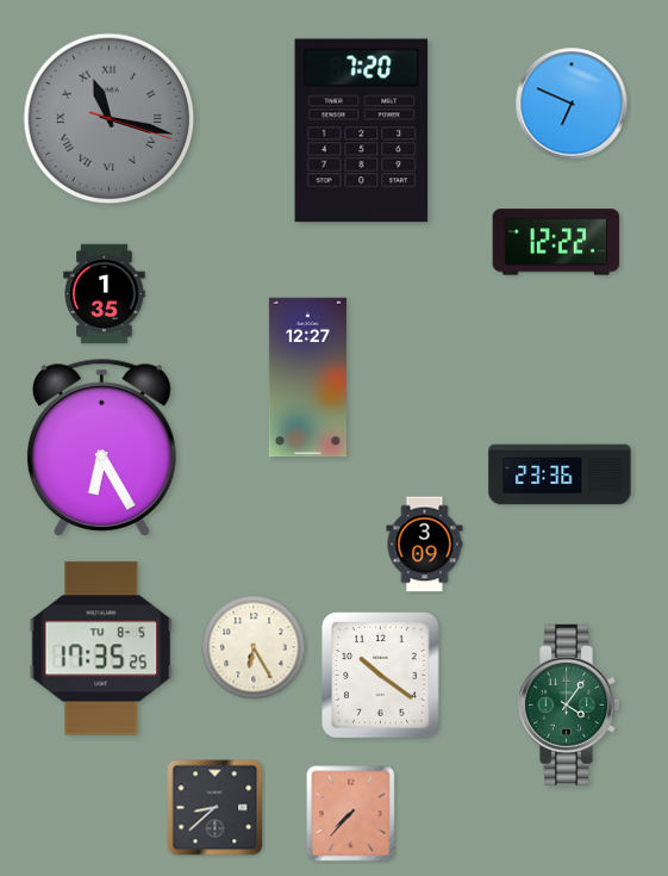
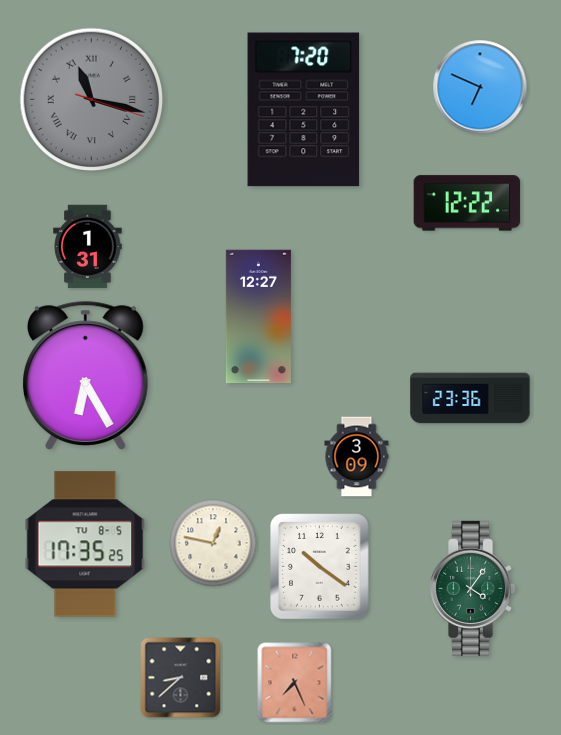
clock at (105, 294): 1:35 -> 1:31
clock at (254, 647): 6:25 -> 12:47
clock at (568, 704) position: (568, 704) -> (472, 588)
clock at (351, 814): 7:37 -> 7:26
